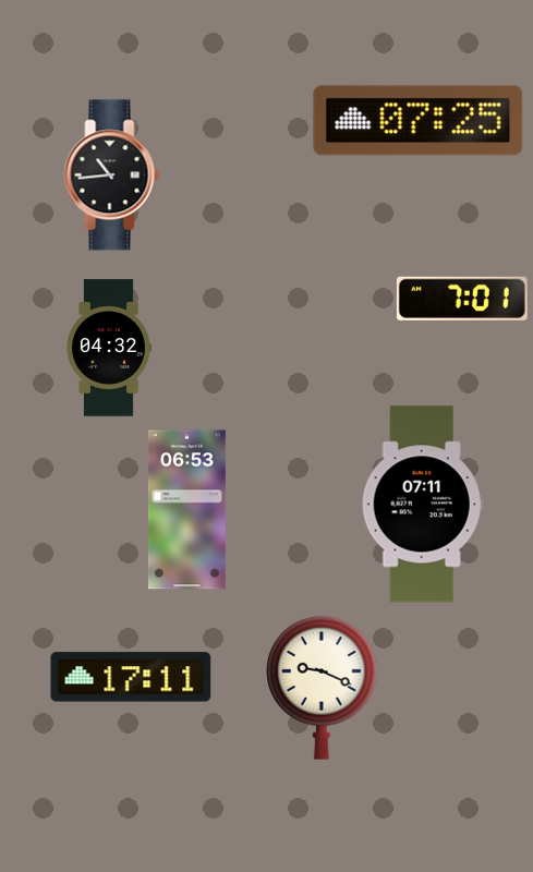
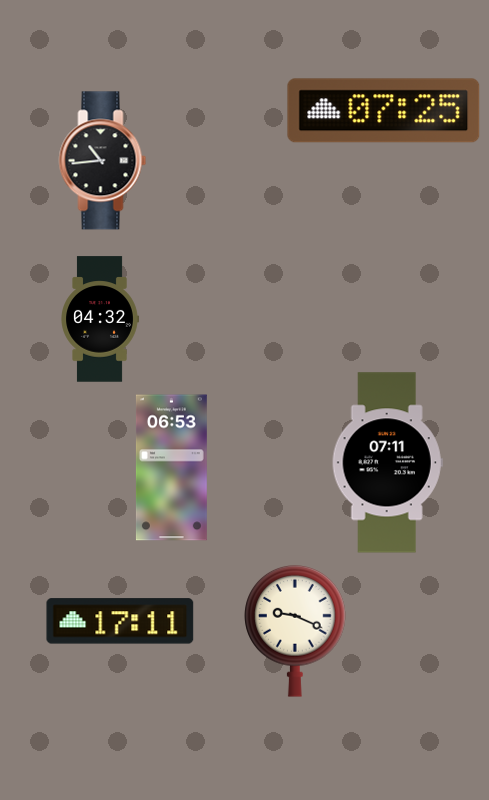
clock at (462, 299): 7:01 -> none
